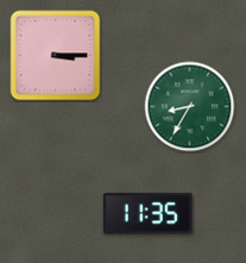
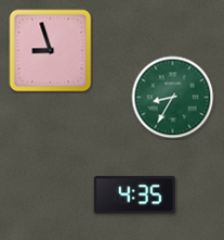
clock at (56, 56): 3:15 -> 8:57
clock at (147, 214): 11:35 -> 4:35
